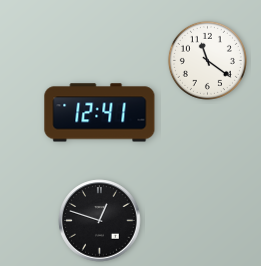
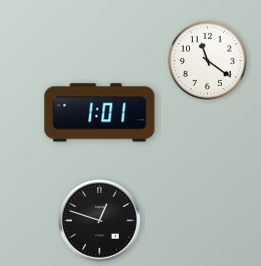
clock at (100, 113): 12:41 -> 1:01
